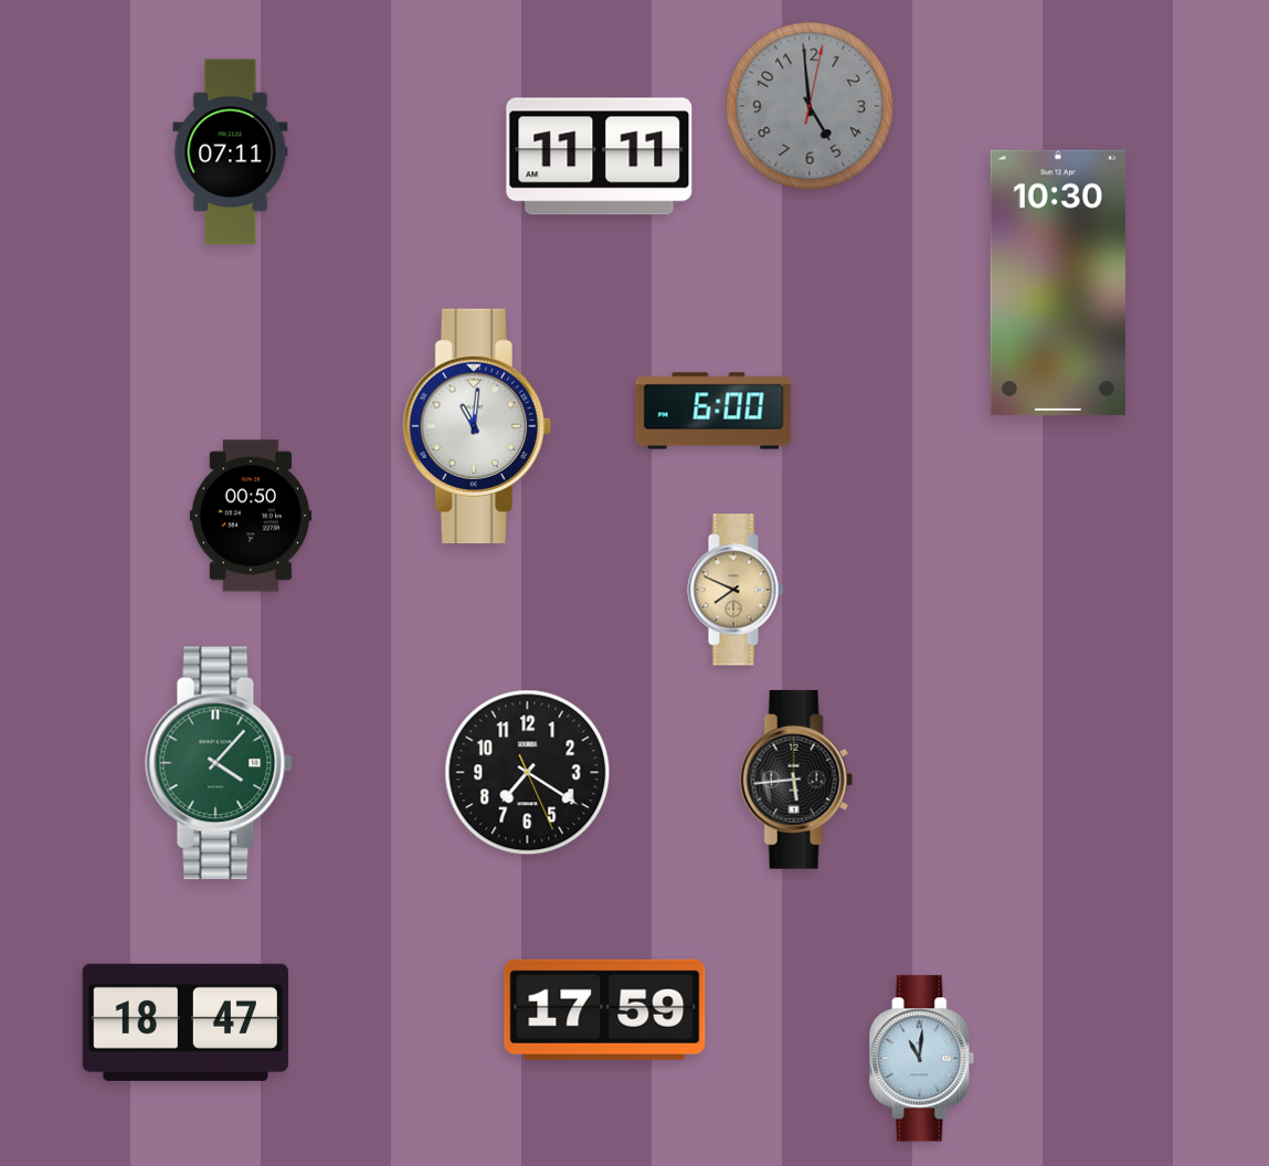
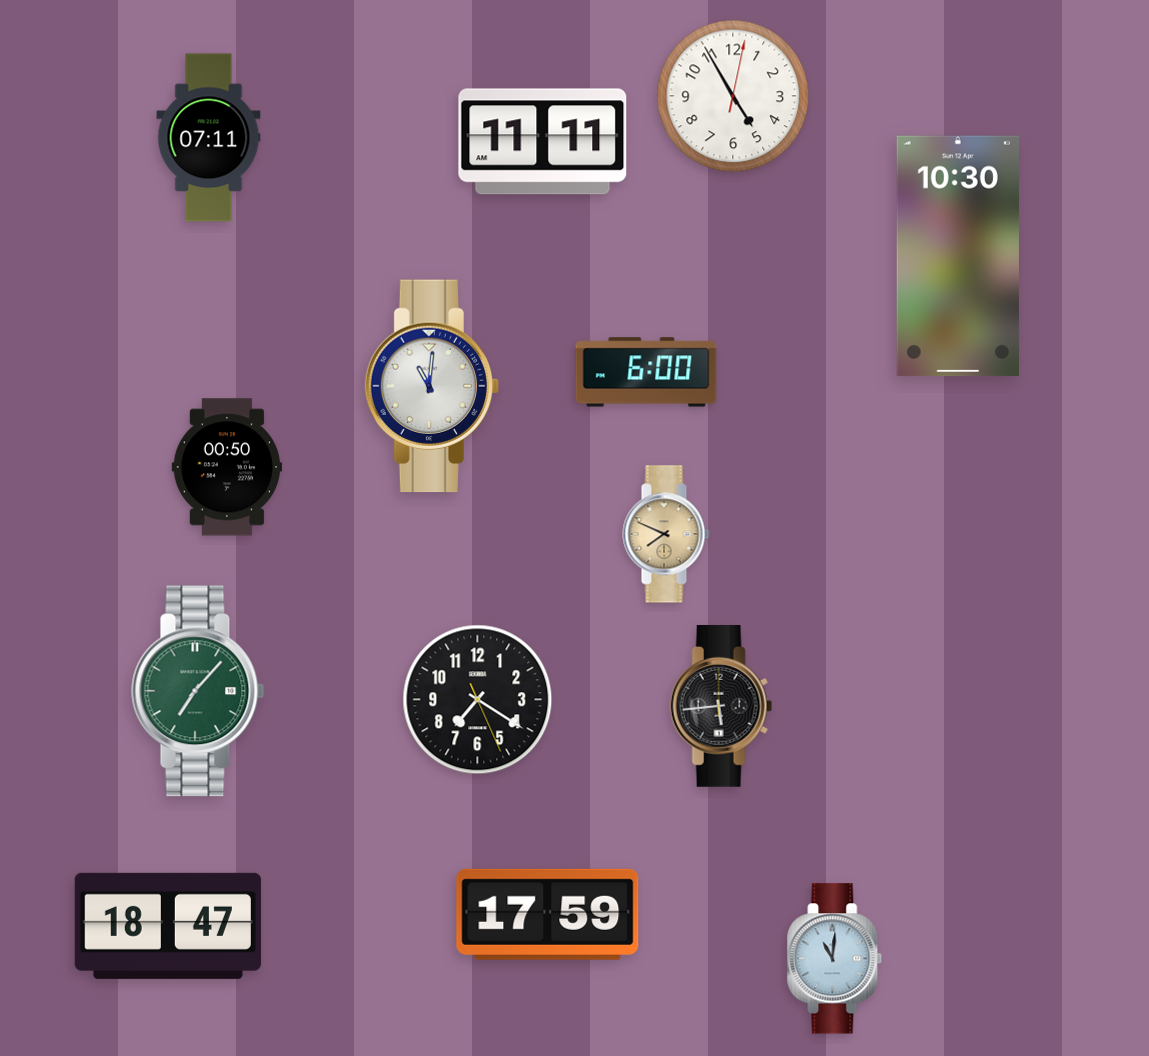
clock at (810, 106): 4:59 -> 4:55
clock at (810, 106) dial: grey -> white
clock at (219, 763): 4:07 -> 7:07
